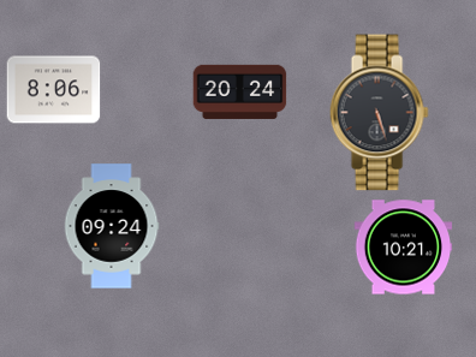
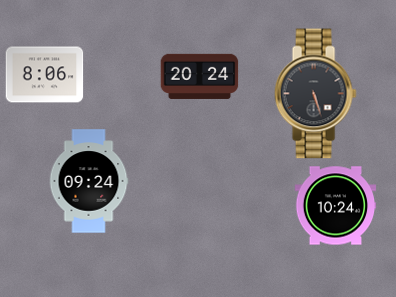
clock at (112, 226) position: (112, 226) -> (89, 181)
clock at (403, 248): 10:21 -> 10:24
